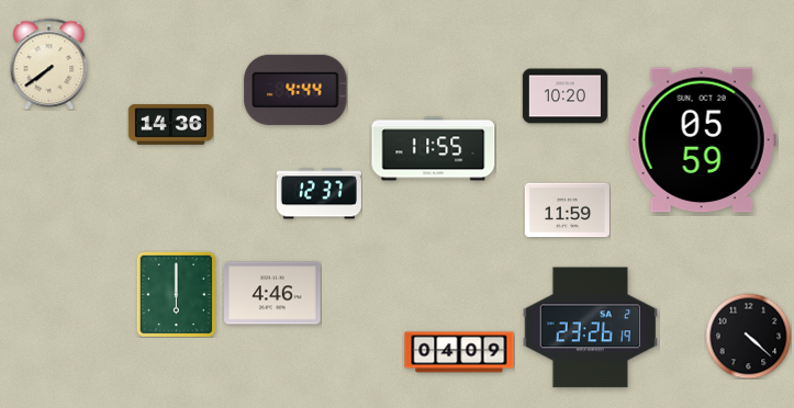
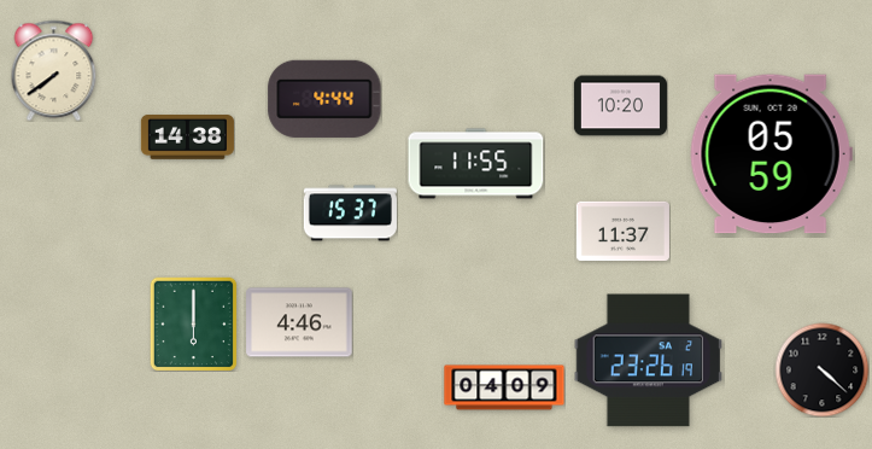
clock at (170, 125): 14:36 -> 14:38
clock at (318, 194): 12:37 -> 15:37
clock at (567, 211): 11:59 -> 11:37
